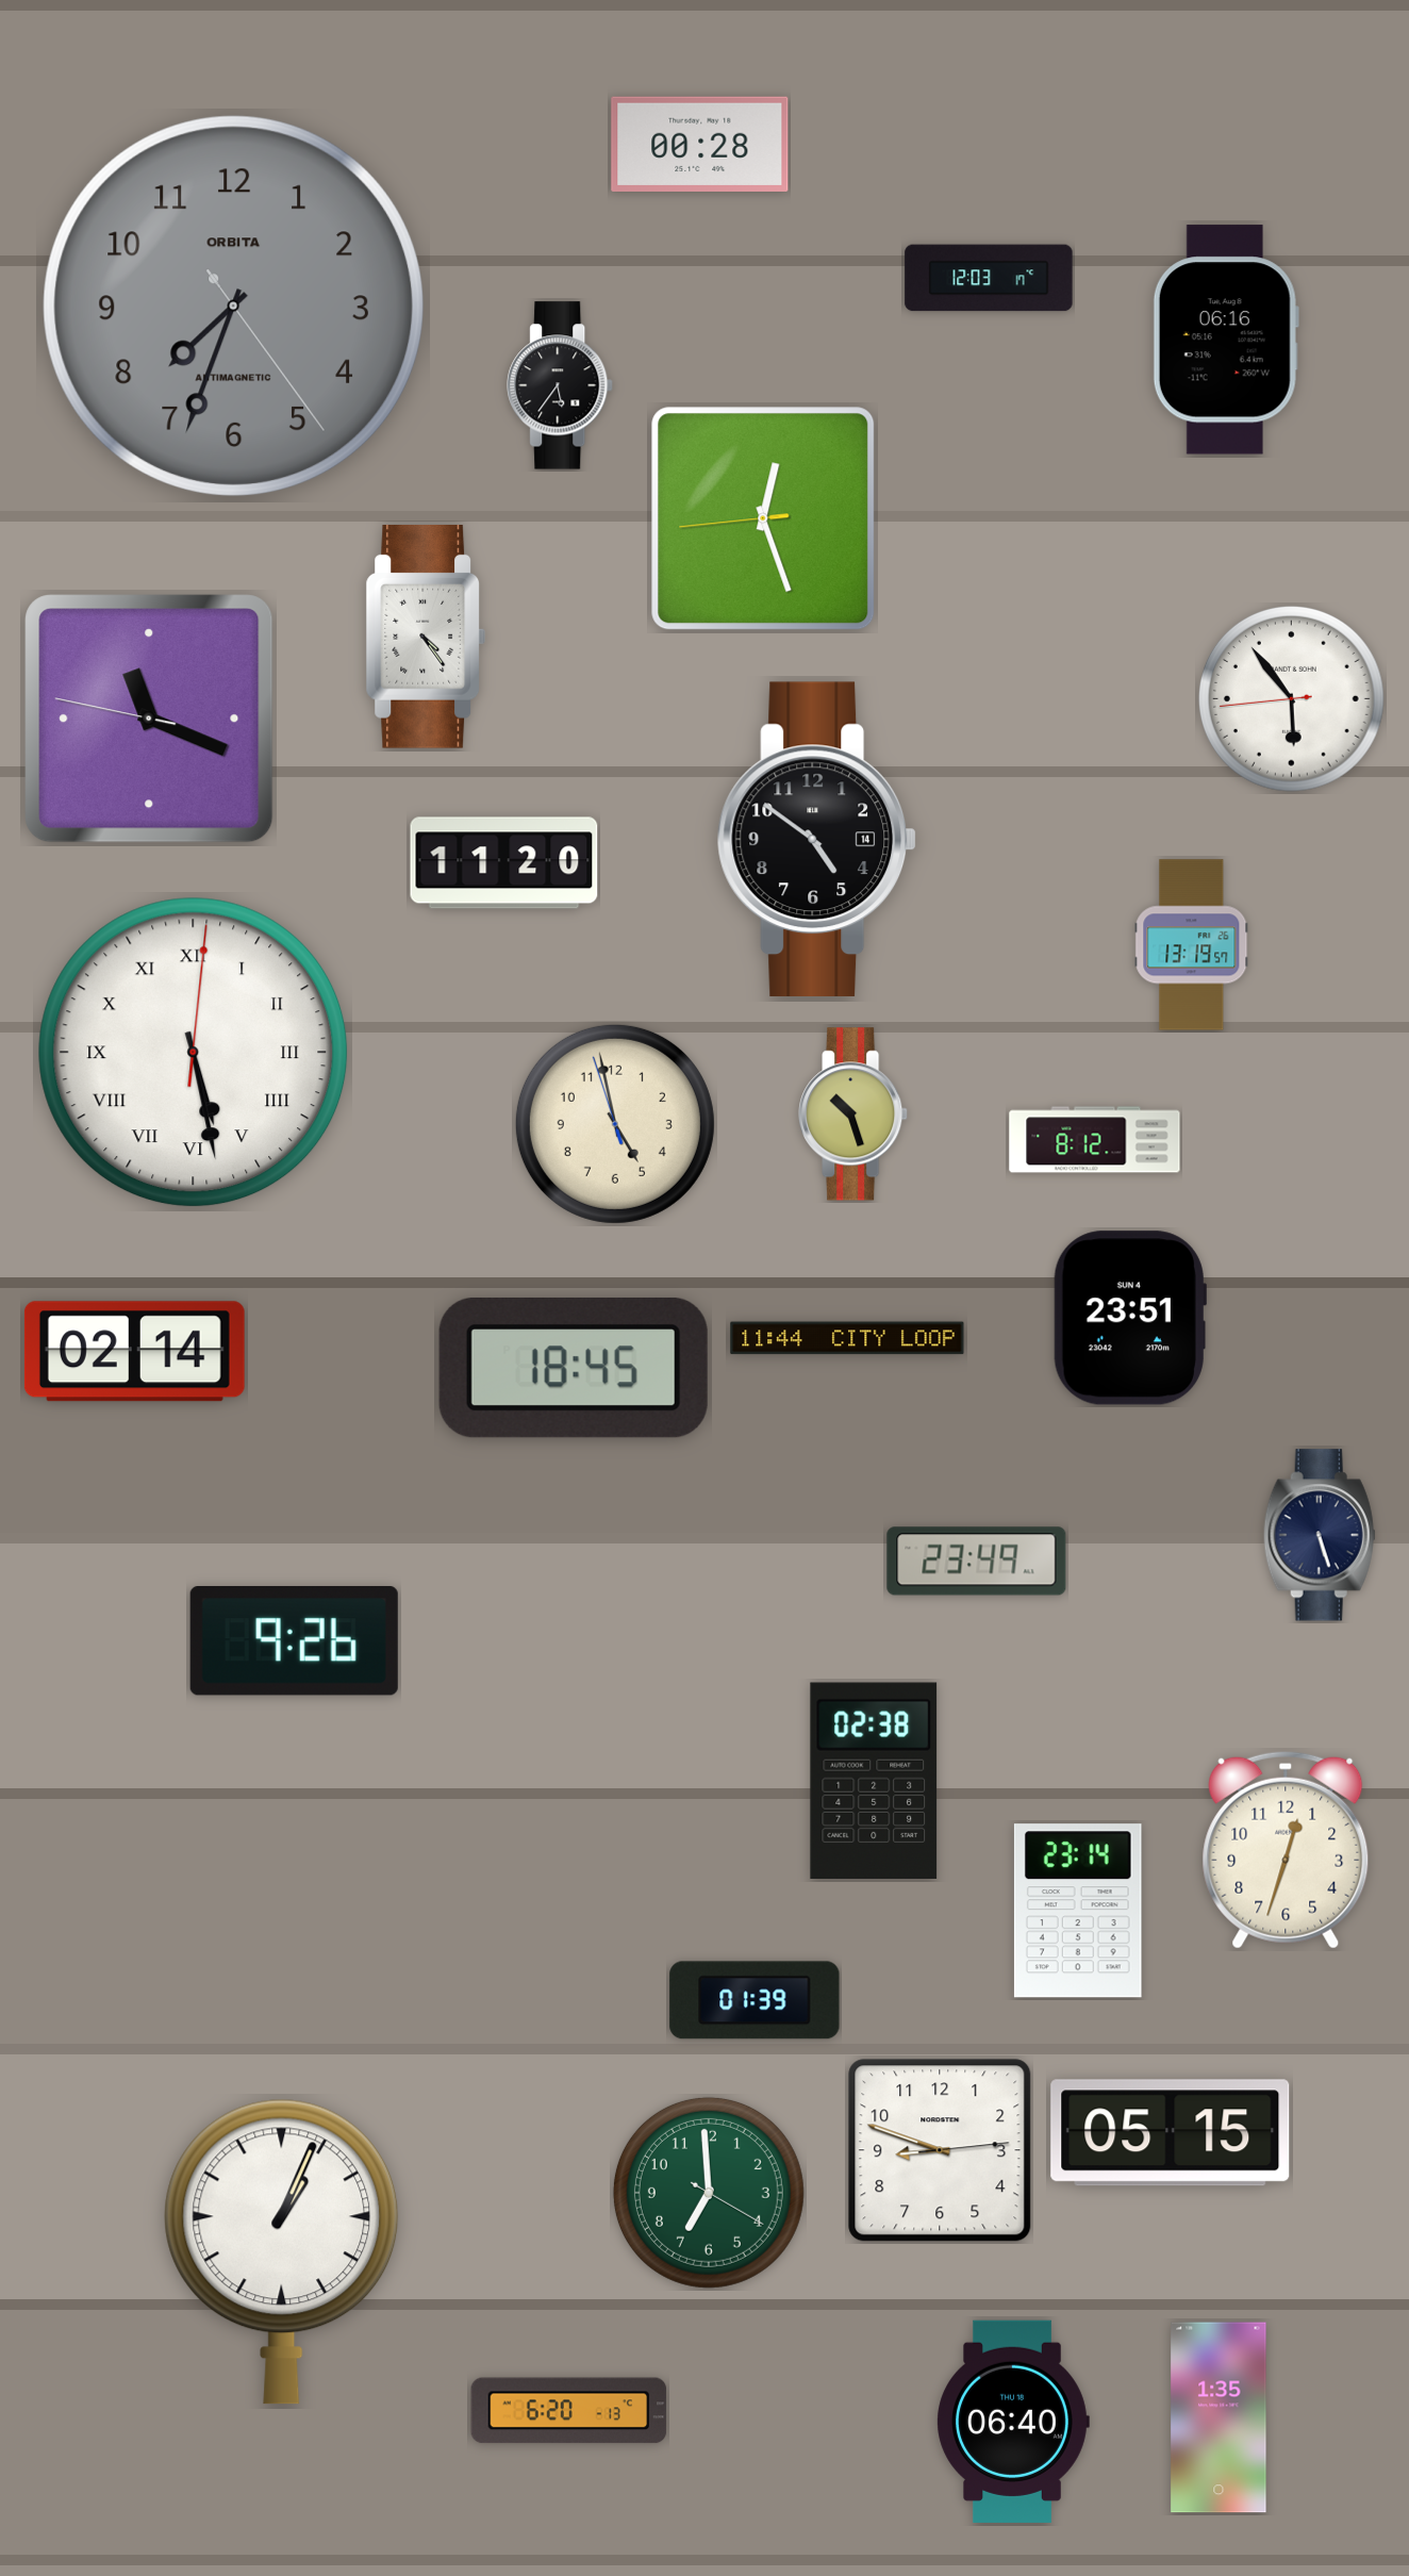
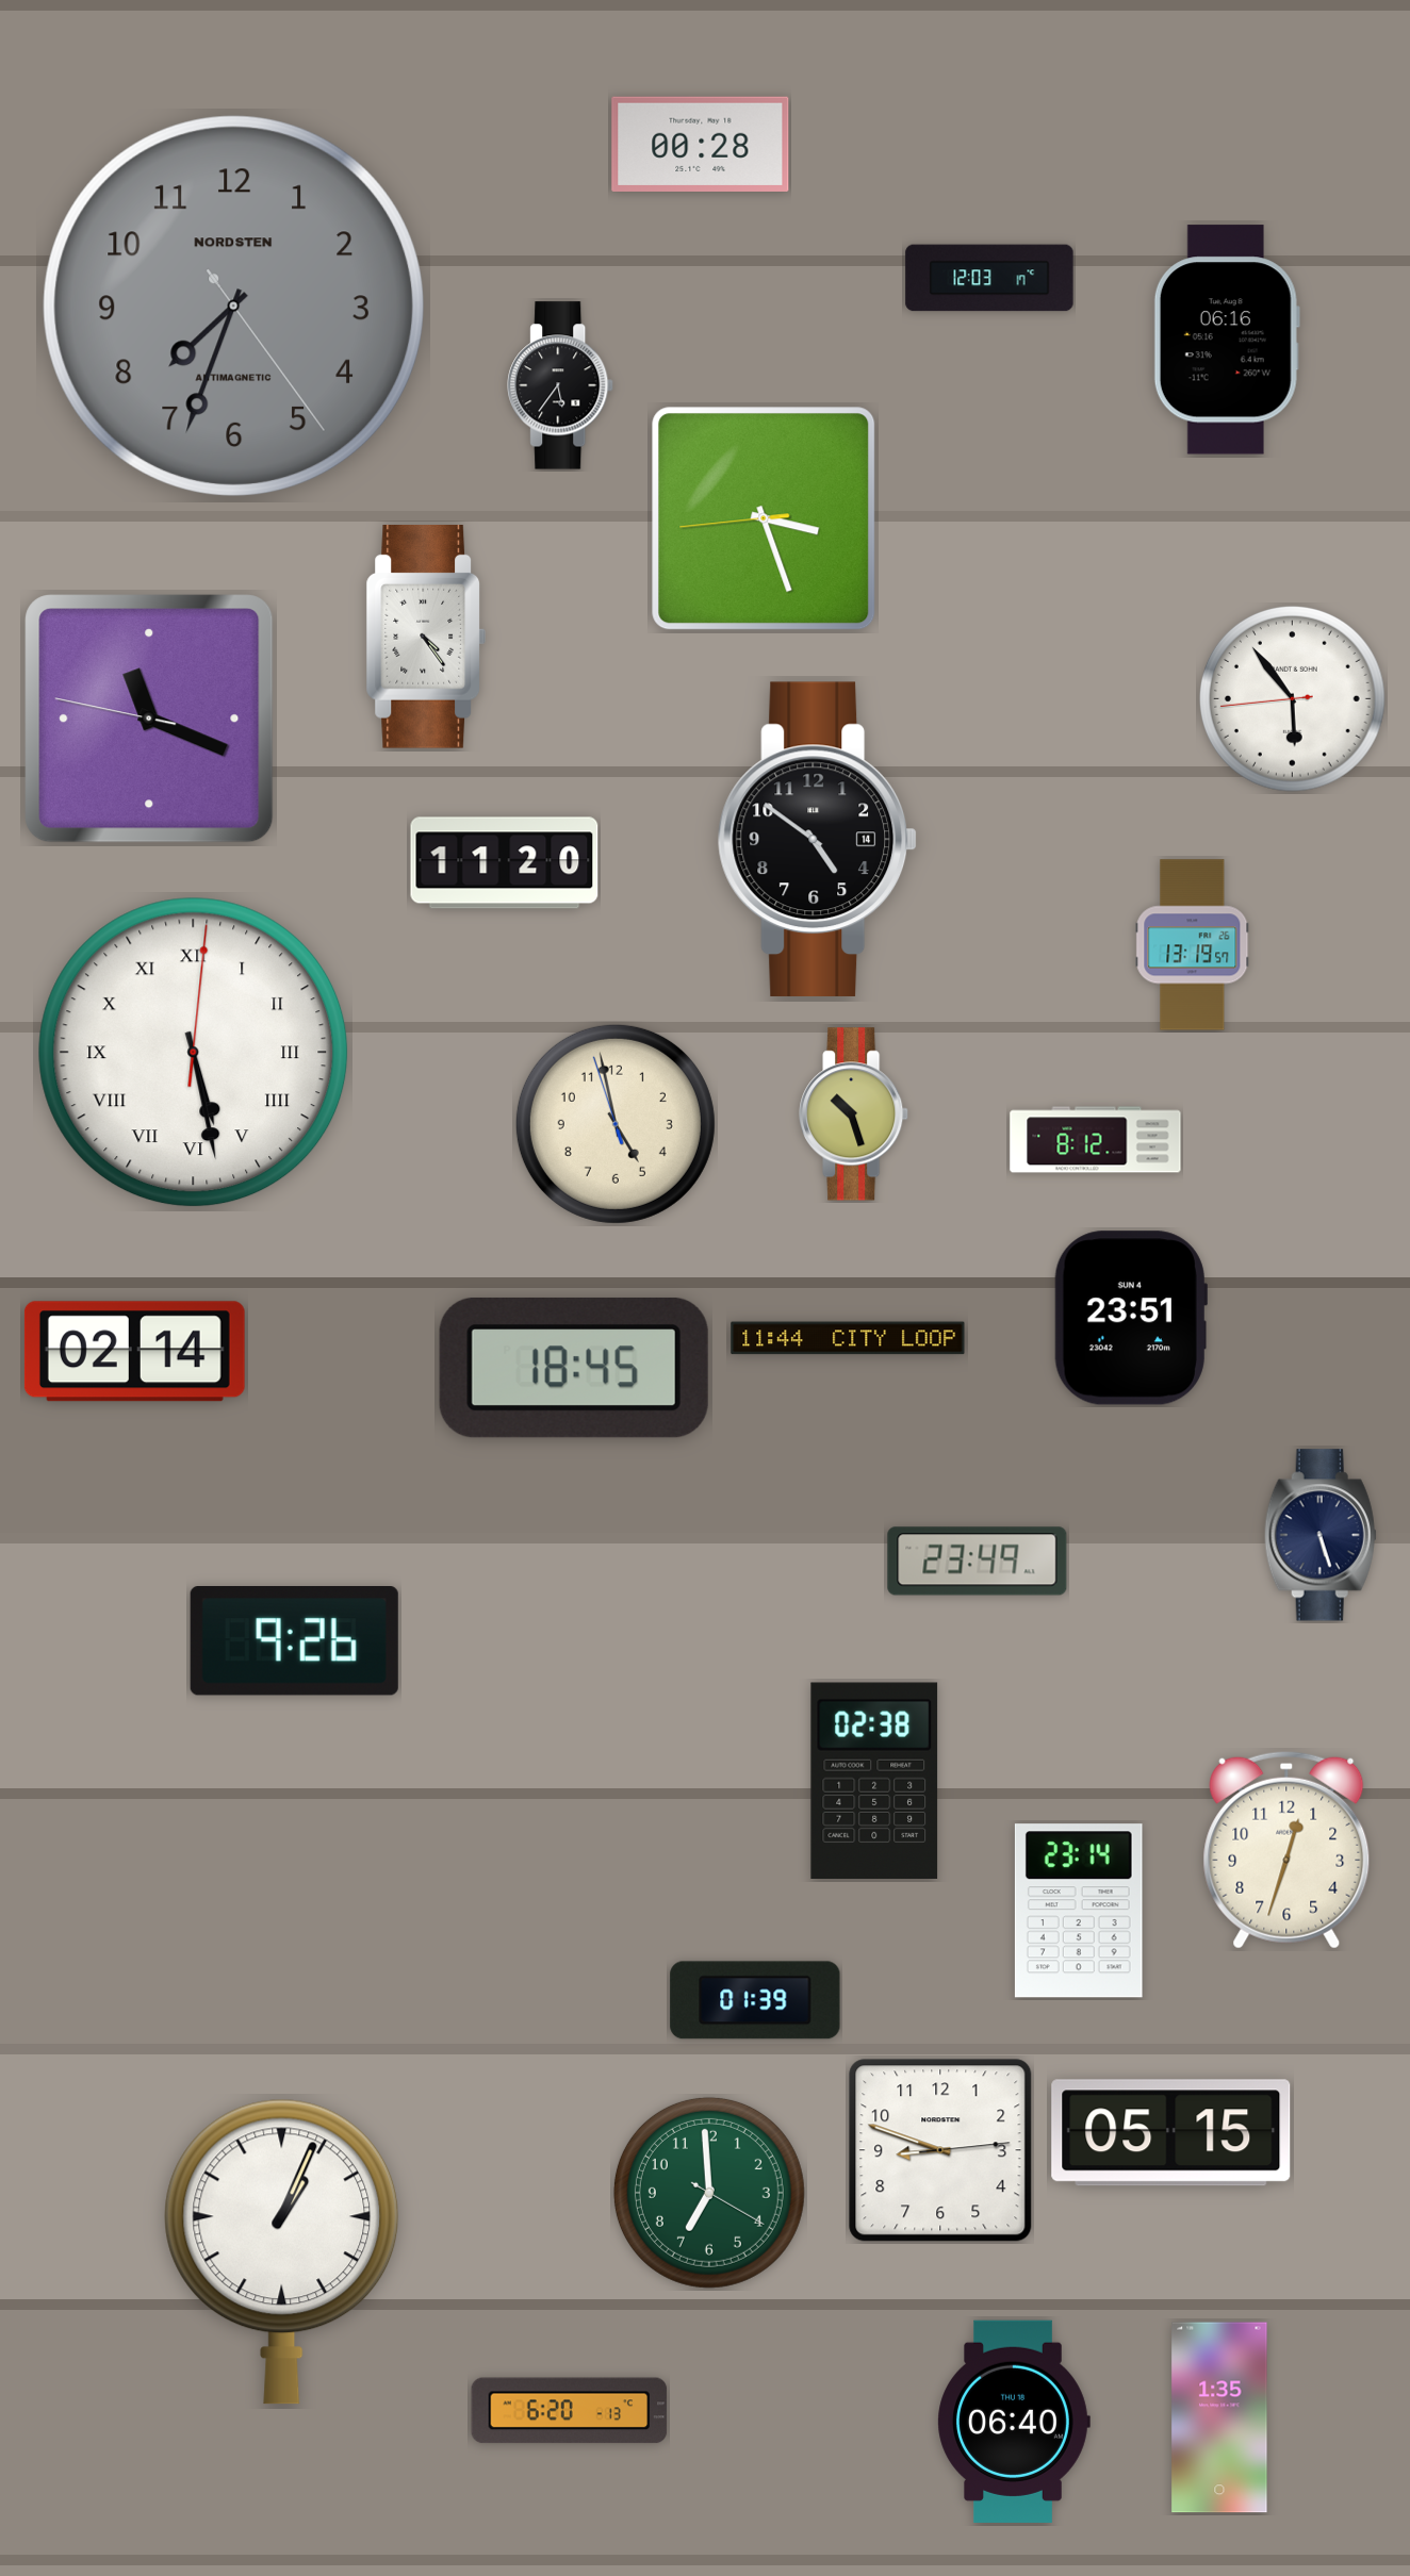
clock at (233, 306) brand: ORBITA -> NORDSTEN
clock at (763, 518): 12:26 -> 3:26
